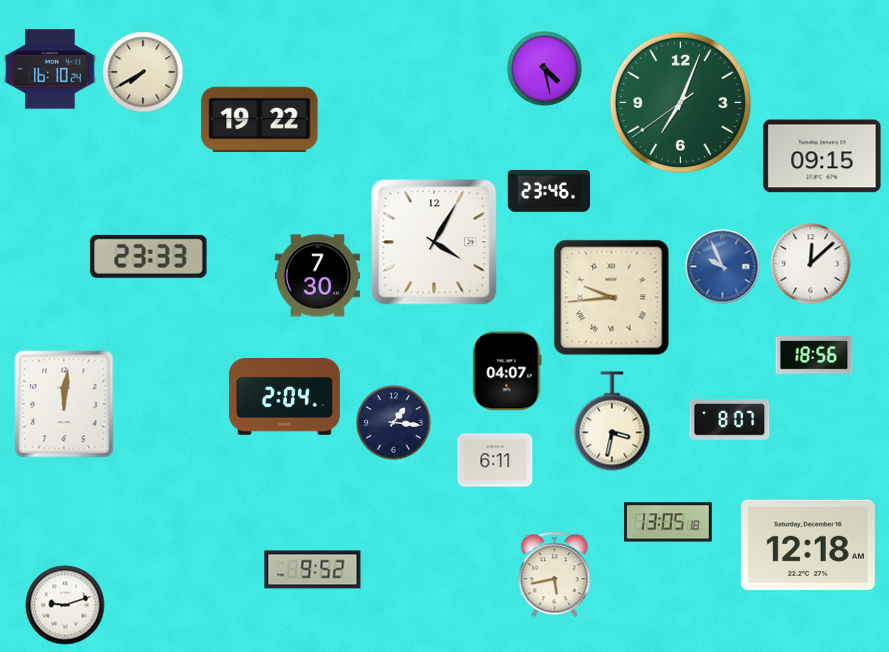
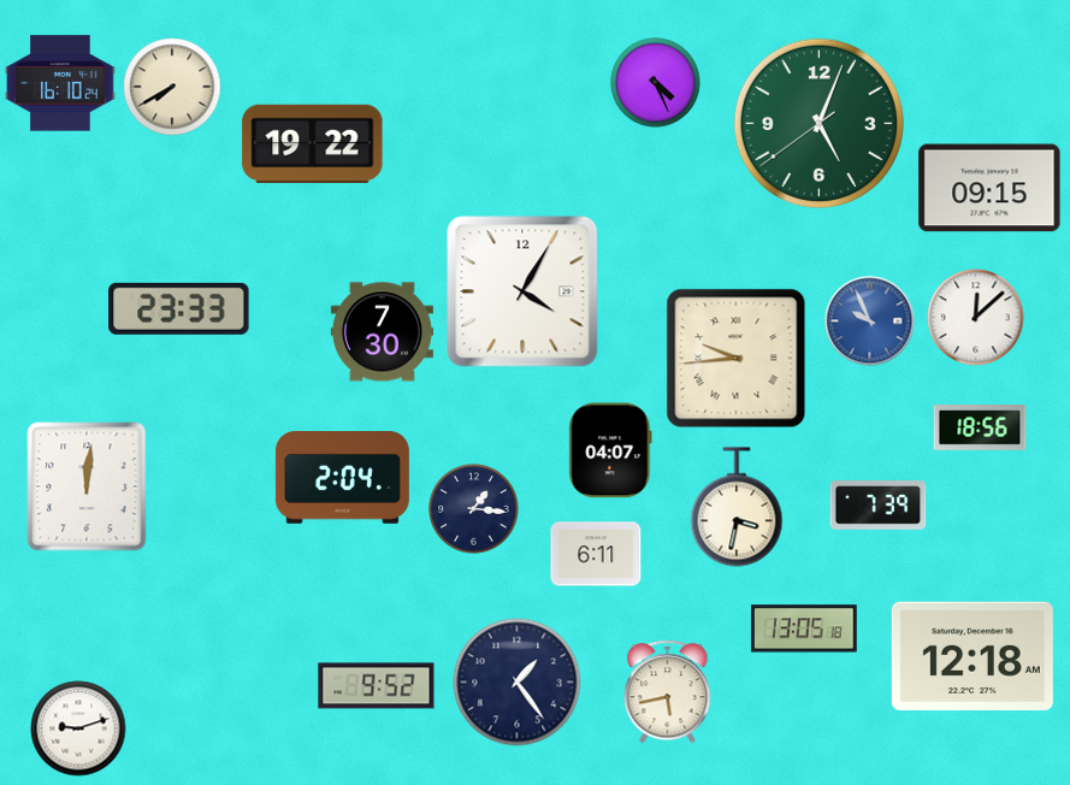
clock at (545, 69): 4:28 -> 4:26
clock at (680, 102): 7:03 -> 5:03
clock at (549, 192): 23:46 -> none
clock at (507, 371) position: (507, 371) -> (610, 450)
clock at (64, 404) position: (64, 404) -> (87, 486)
clock at (730, 420): 8:07 -> 7:39
clock at (518, 683): none -> 1:24
